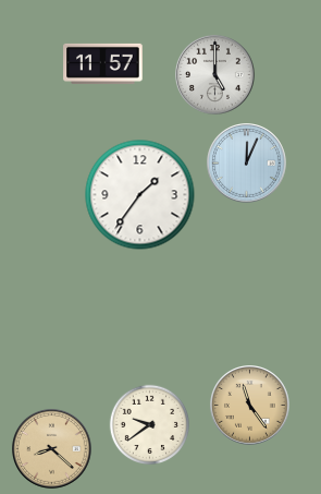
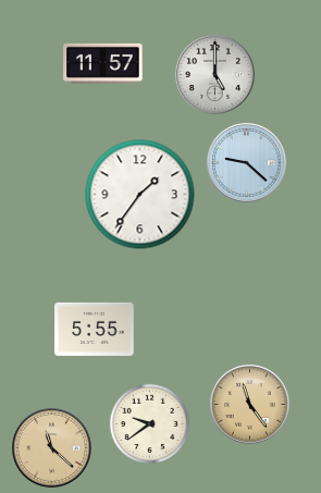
clock at (247, 164): 12:04 -> 9:22
clock at (95, 329): none -> 5:55
clock at (52, 449): 8:22 -> 11:22
